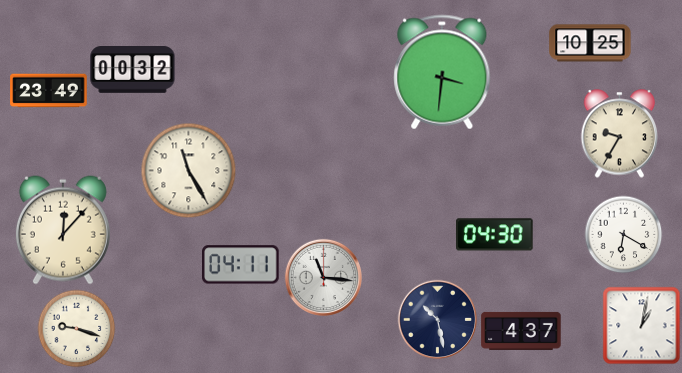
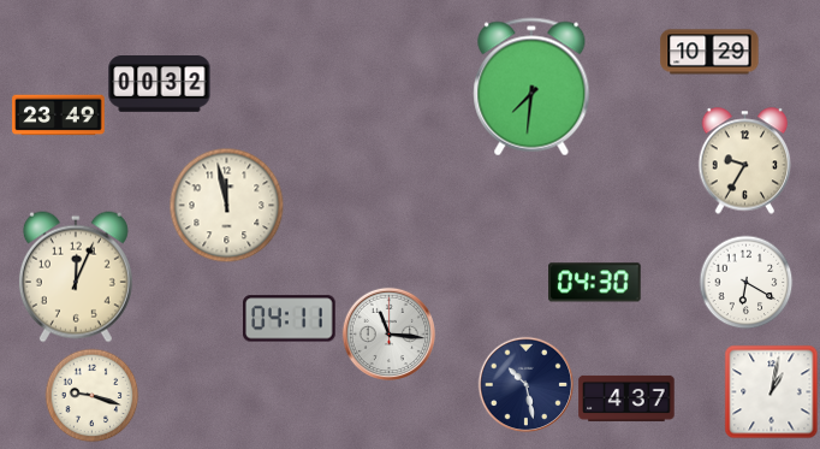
clock at (590, 43): 10:25 -> 10:29
clock at (442, 72): 3:31 -> 7:31
clock at (49, 91) position: (49, 91) -> (59, 116)
clock at (188, 170): 11:25 -> 11:58
clock at (63, 230): 12:07 -> 12:04
clock at (623, 234) position: (623, 234) -> (745, 282)
